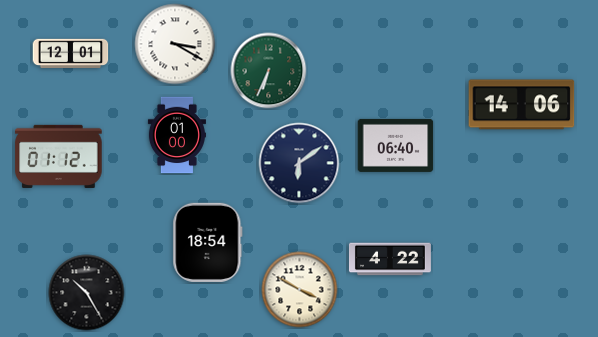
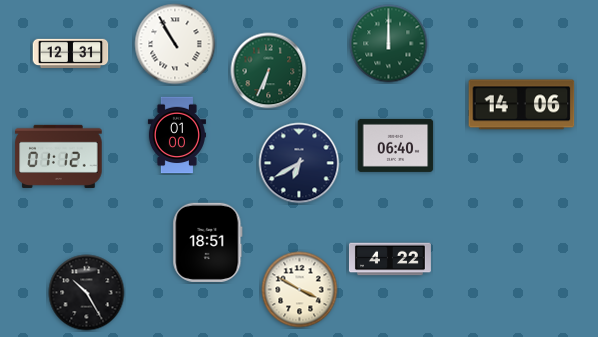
clock at (175, 44): 3:20 -> 10:55
clock at (389, 44): none -> 12:00
clock at (71, 54): 12:01 -> 12:31
clock at (299, 163): 6:09 -> 6:40
clock at (208, 242): 18:54 -> 18:51
